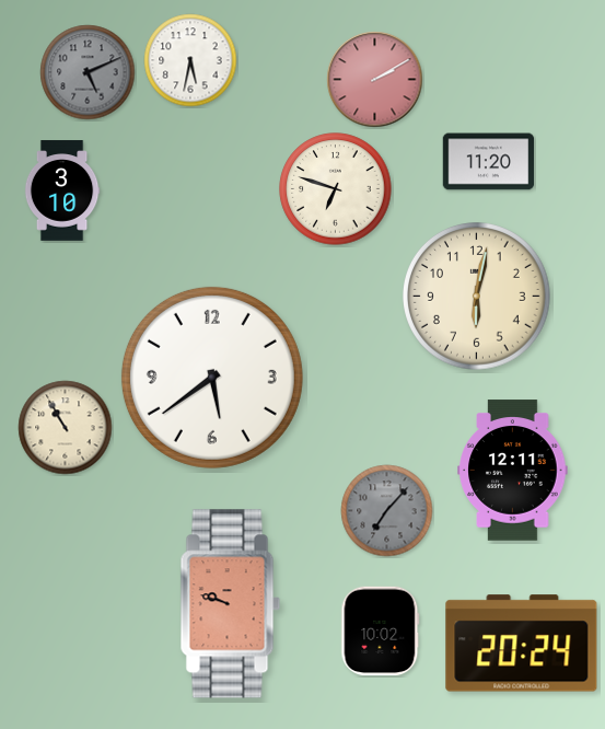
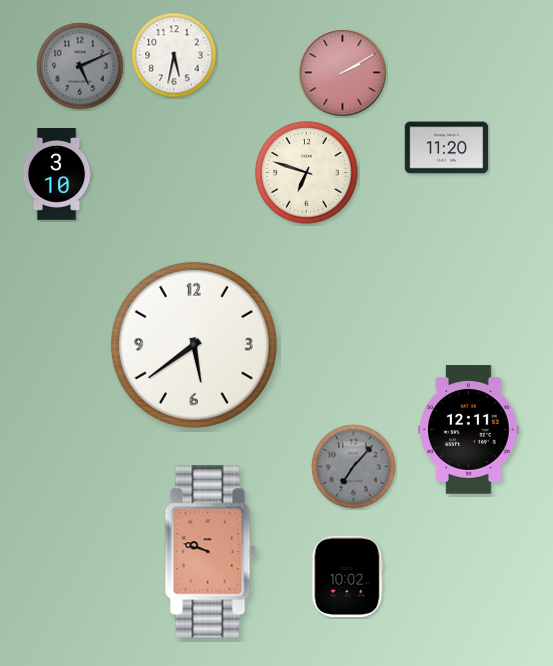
clock at (477, 297): 6:02 -> none
clock at (66, 428): 10:55 -> none
clock at (522, 644): 20:24 -> none
